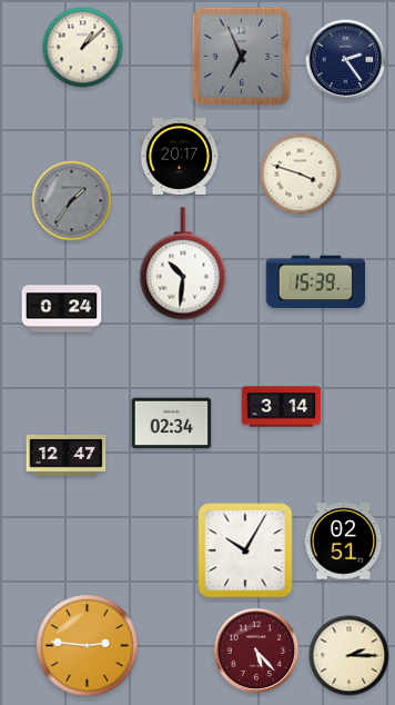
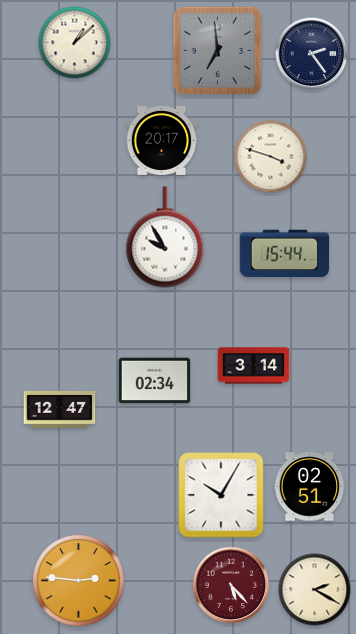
clock at (242, 57): 6:56 -> 6:59
clock at (72, 201): 1:36 -> none
clock at (183, 264): 10:31 -> 9:55
clock at (316, 282): 15:39 -> 15:44
clock at (62, 309): 0:24 -> none
clock at (350, 656): 2:15 -> 2:20
